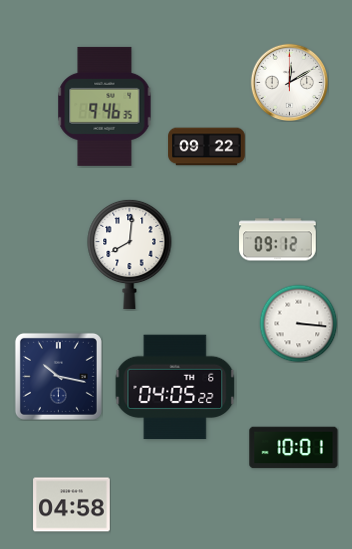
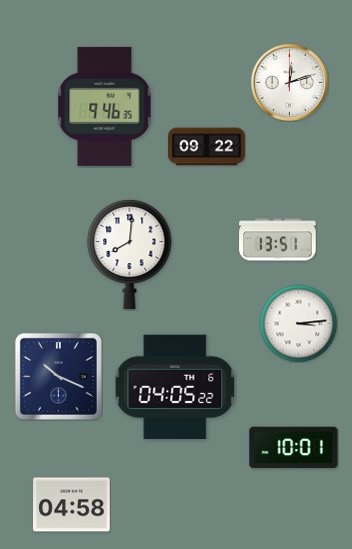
clock at (289, 82): 12:10 -> 12:12
clock at (278, 240): 09:12 -> 13:51
clock at (298, 323): 3:16 -> 3:14
clock at (58, 376): 10:17 -> 10:19
